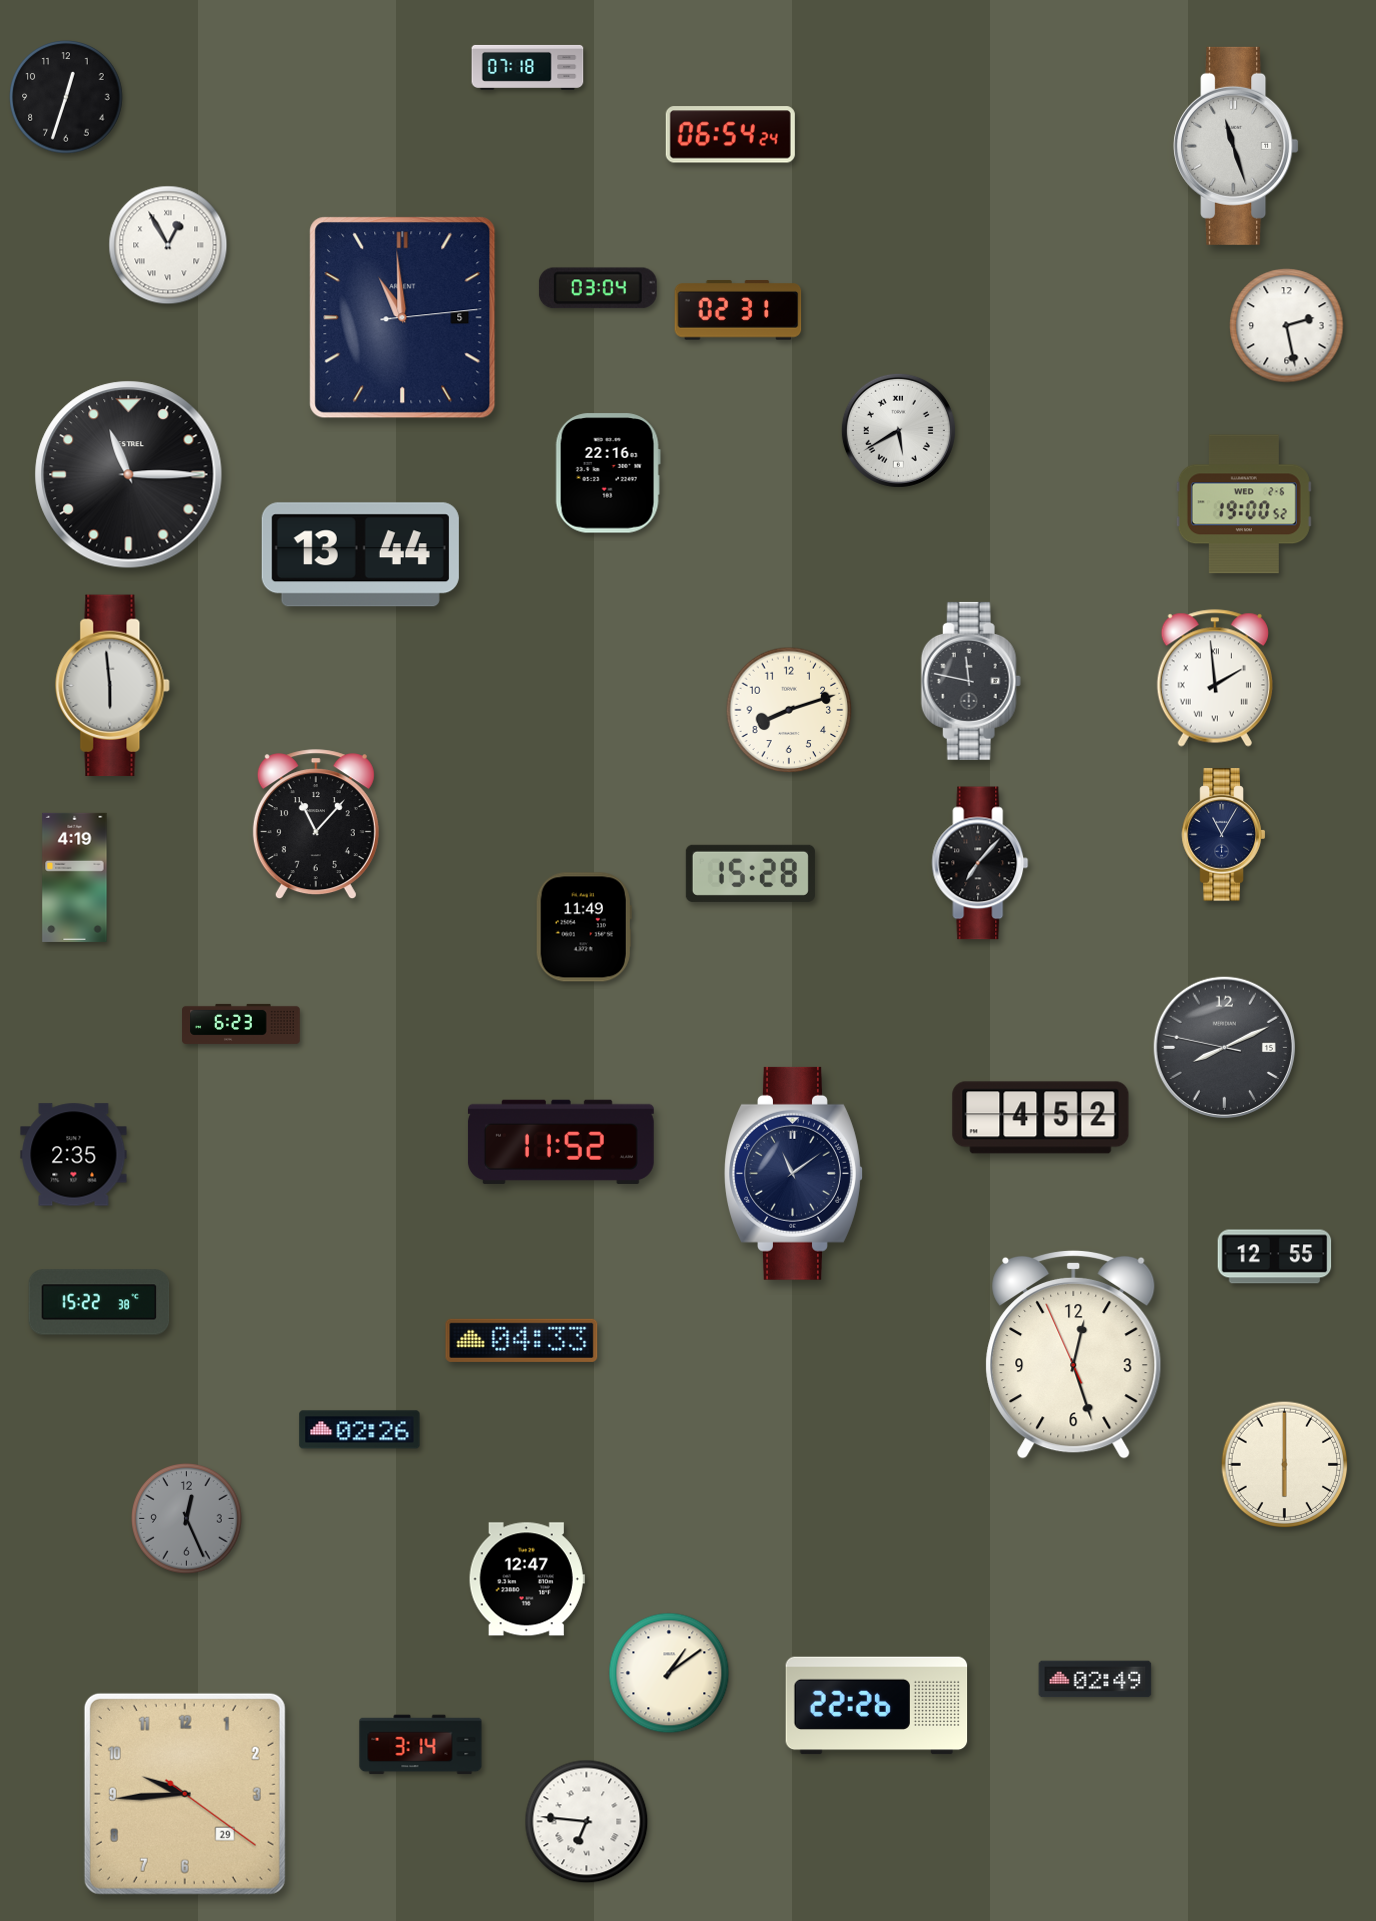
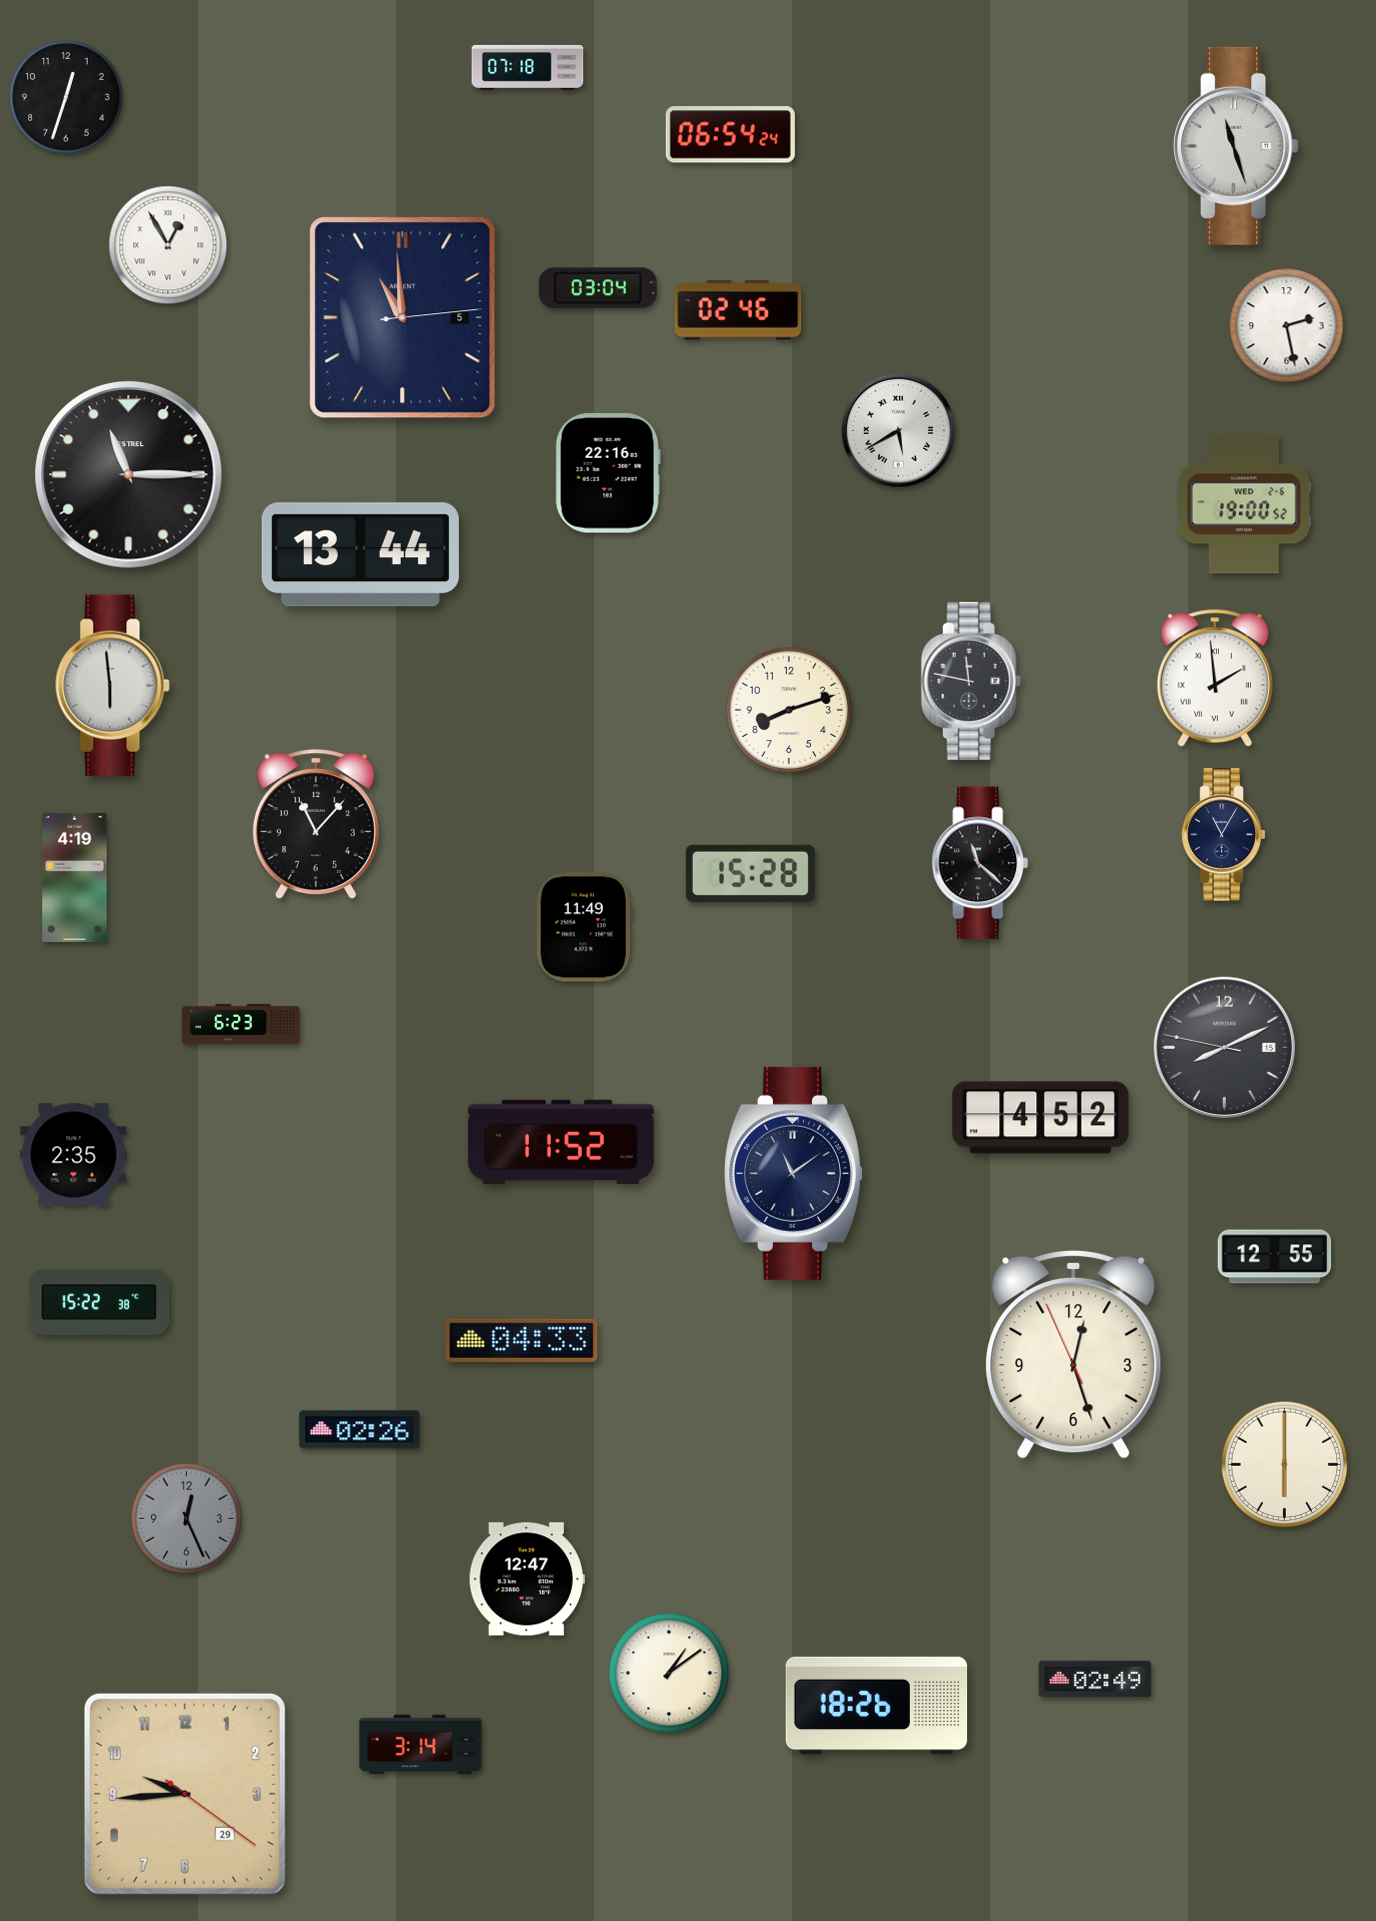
clock at (738, 310): 02:31 -> 02:46
clock at (980, 863): 7:07 -> 11:22
clock at (877, 1706): 22:26 -> 18:26
clock at (587, 1822): 6:46 -> none
